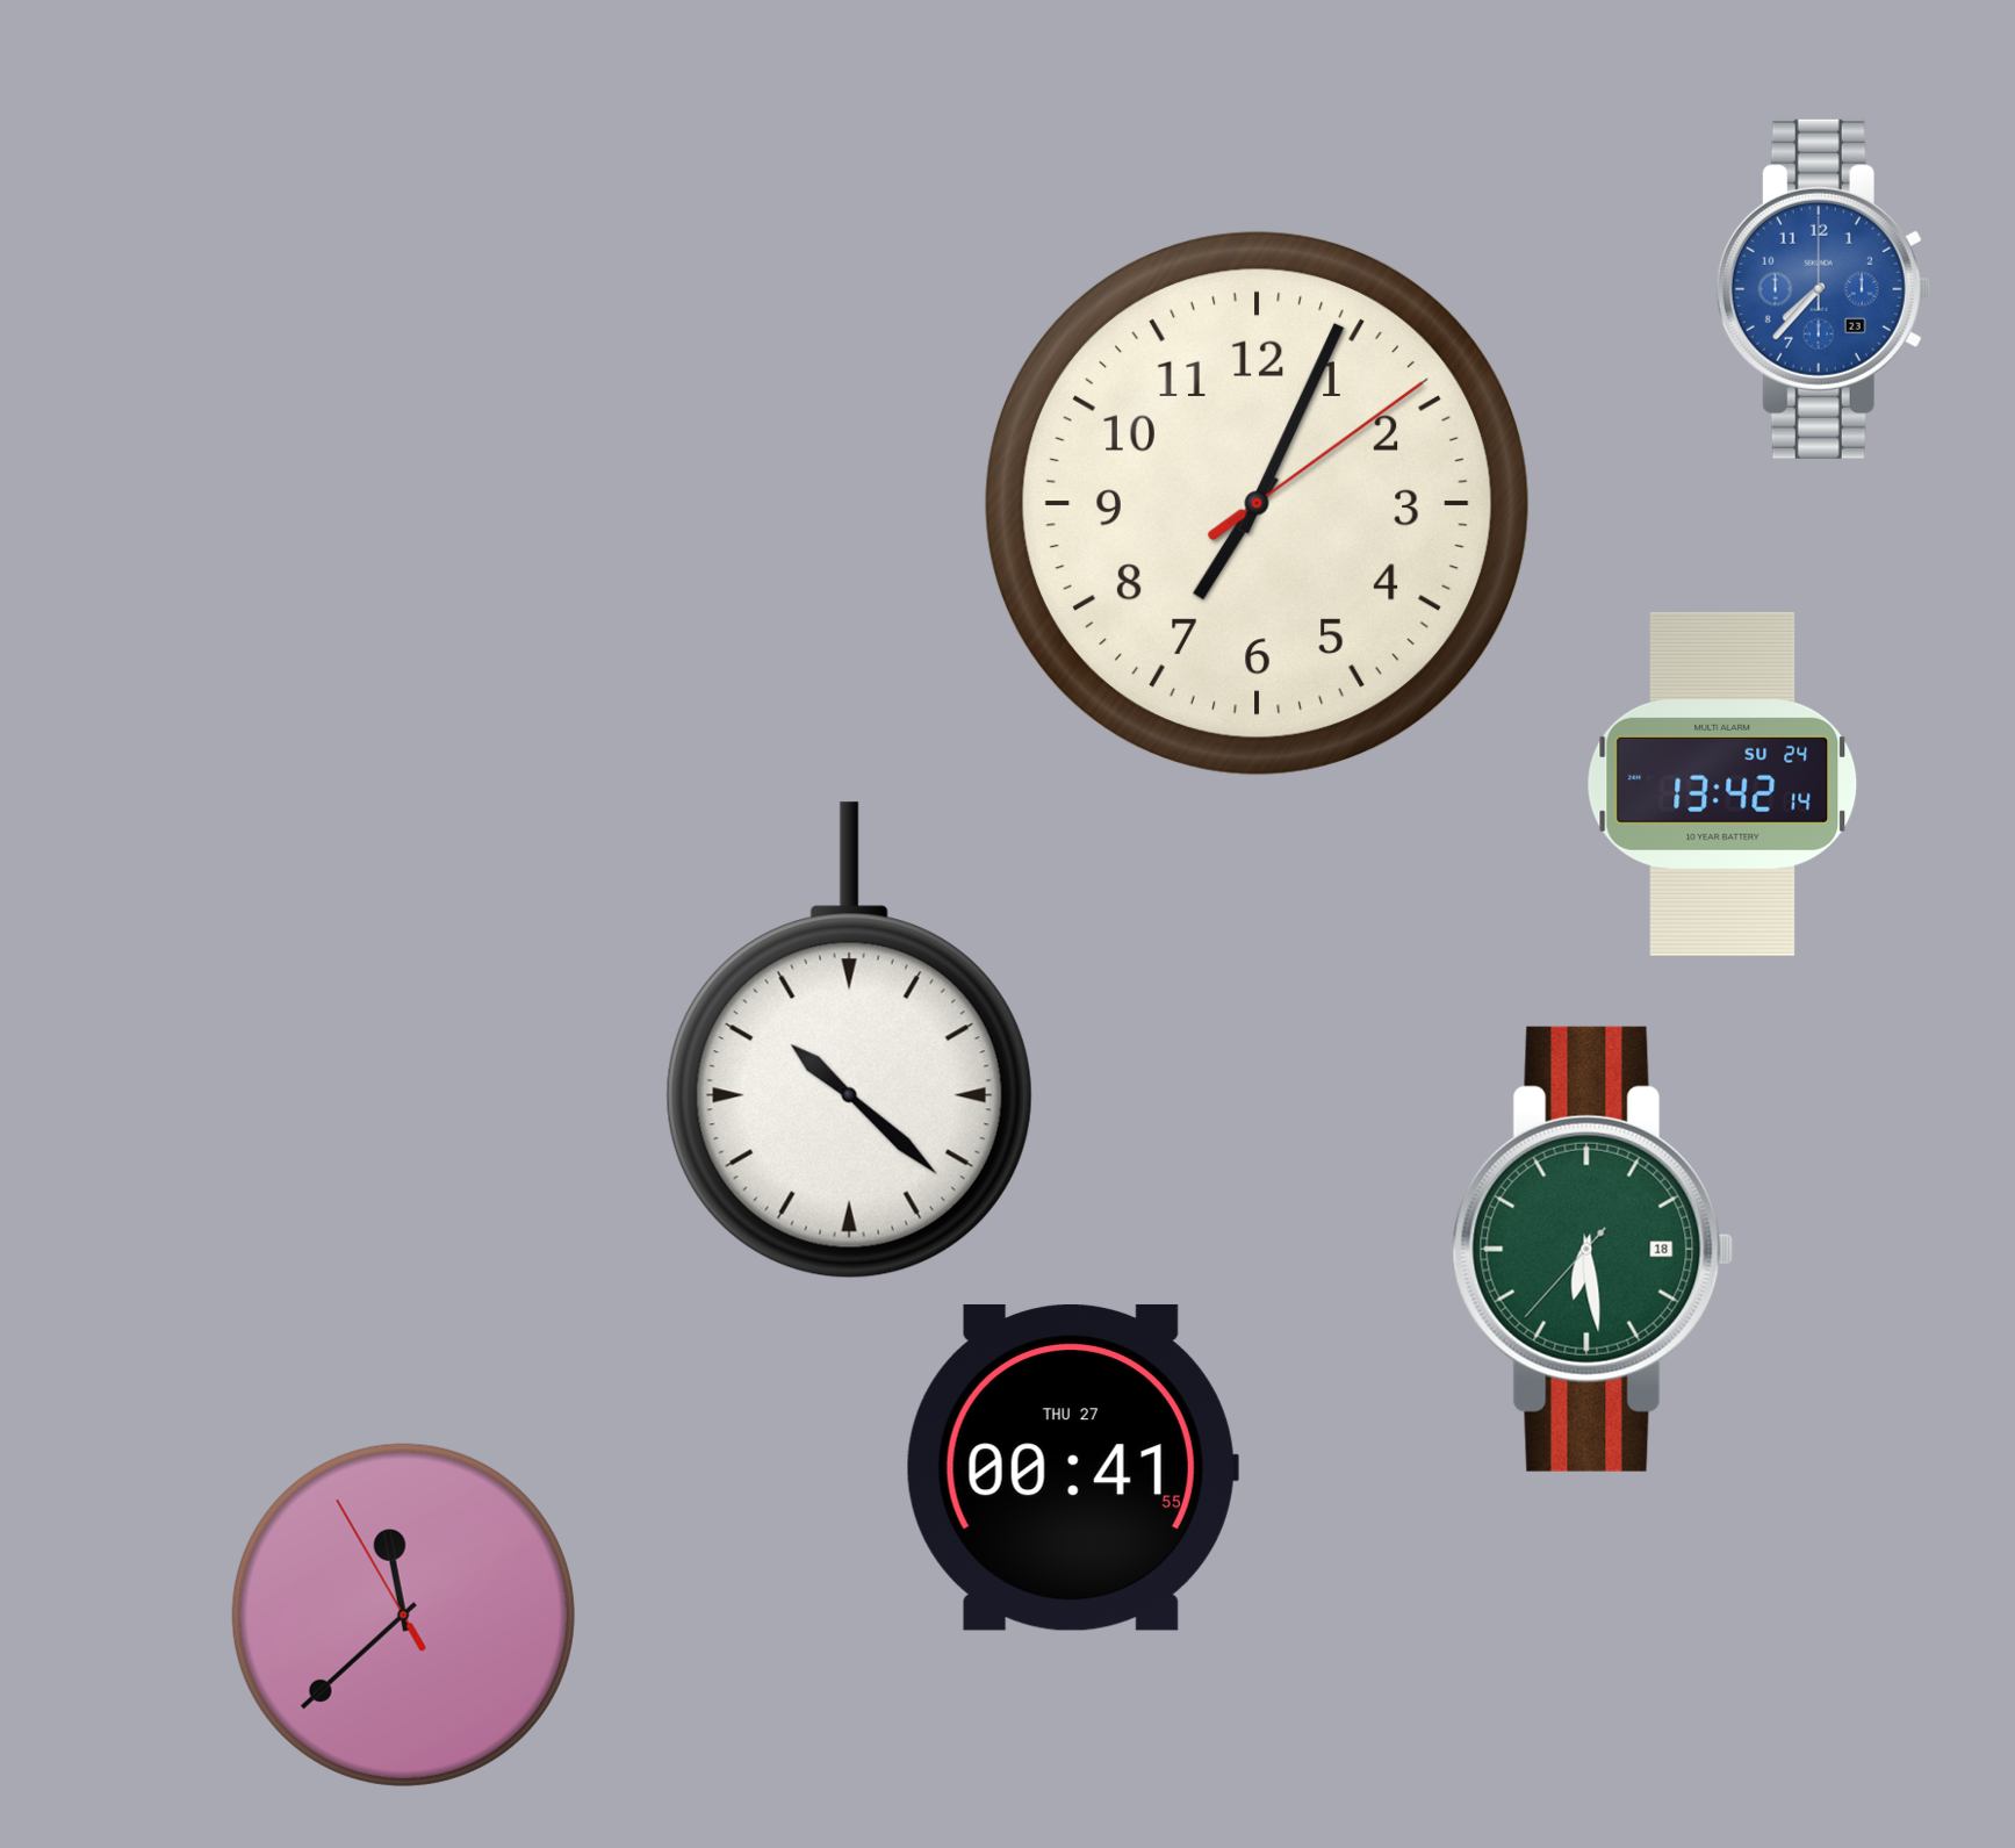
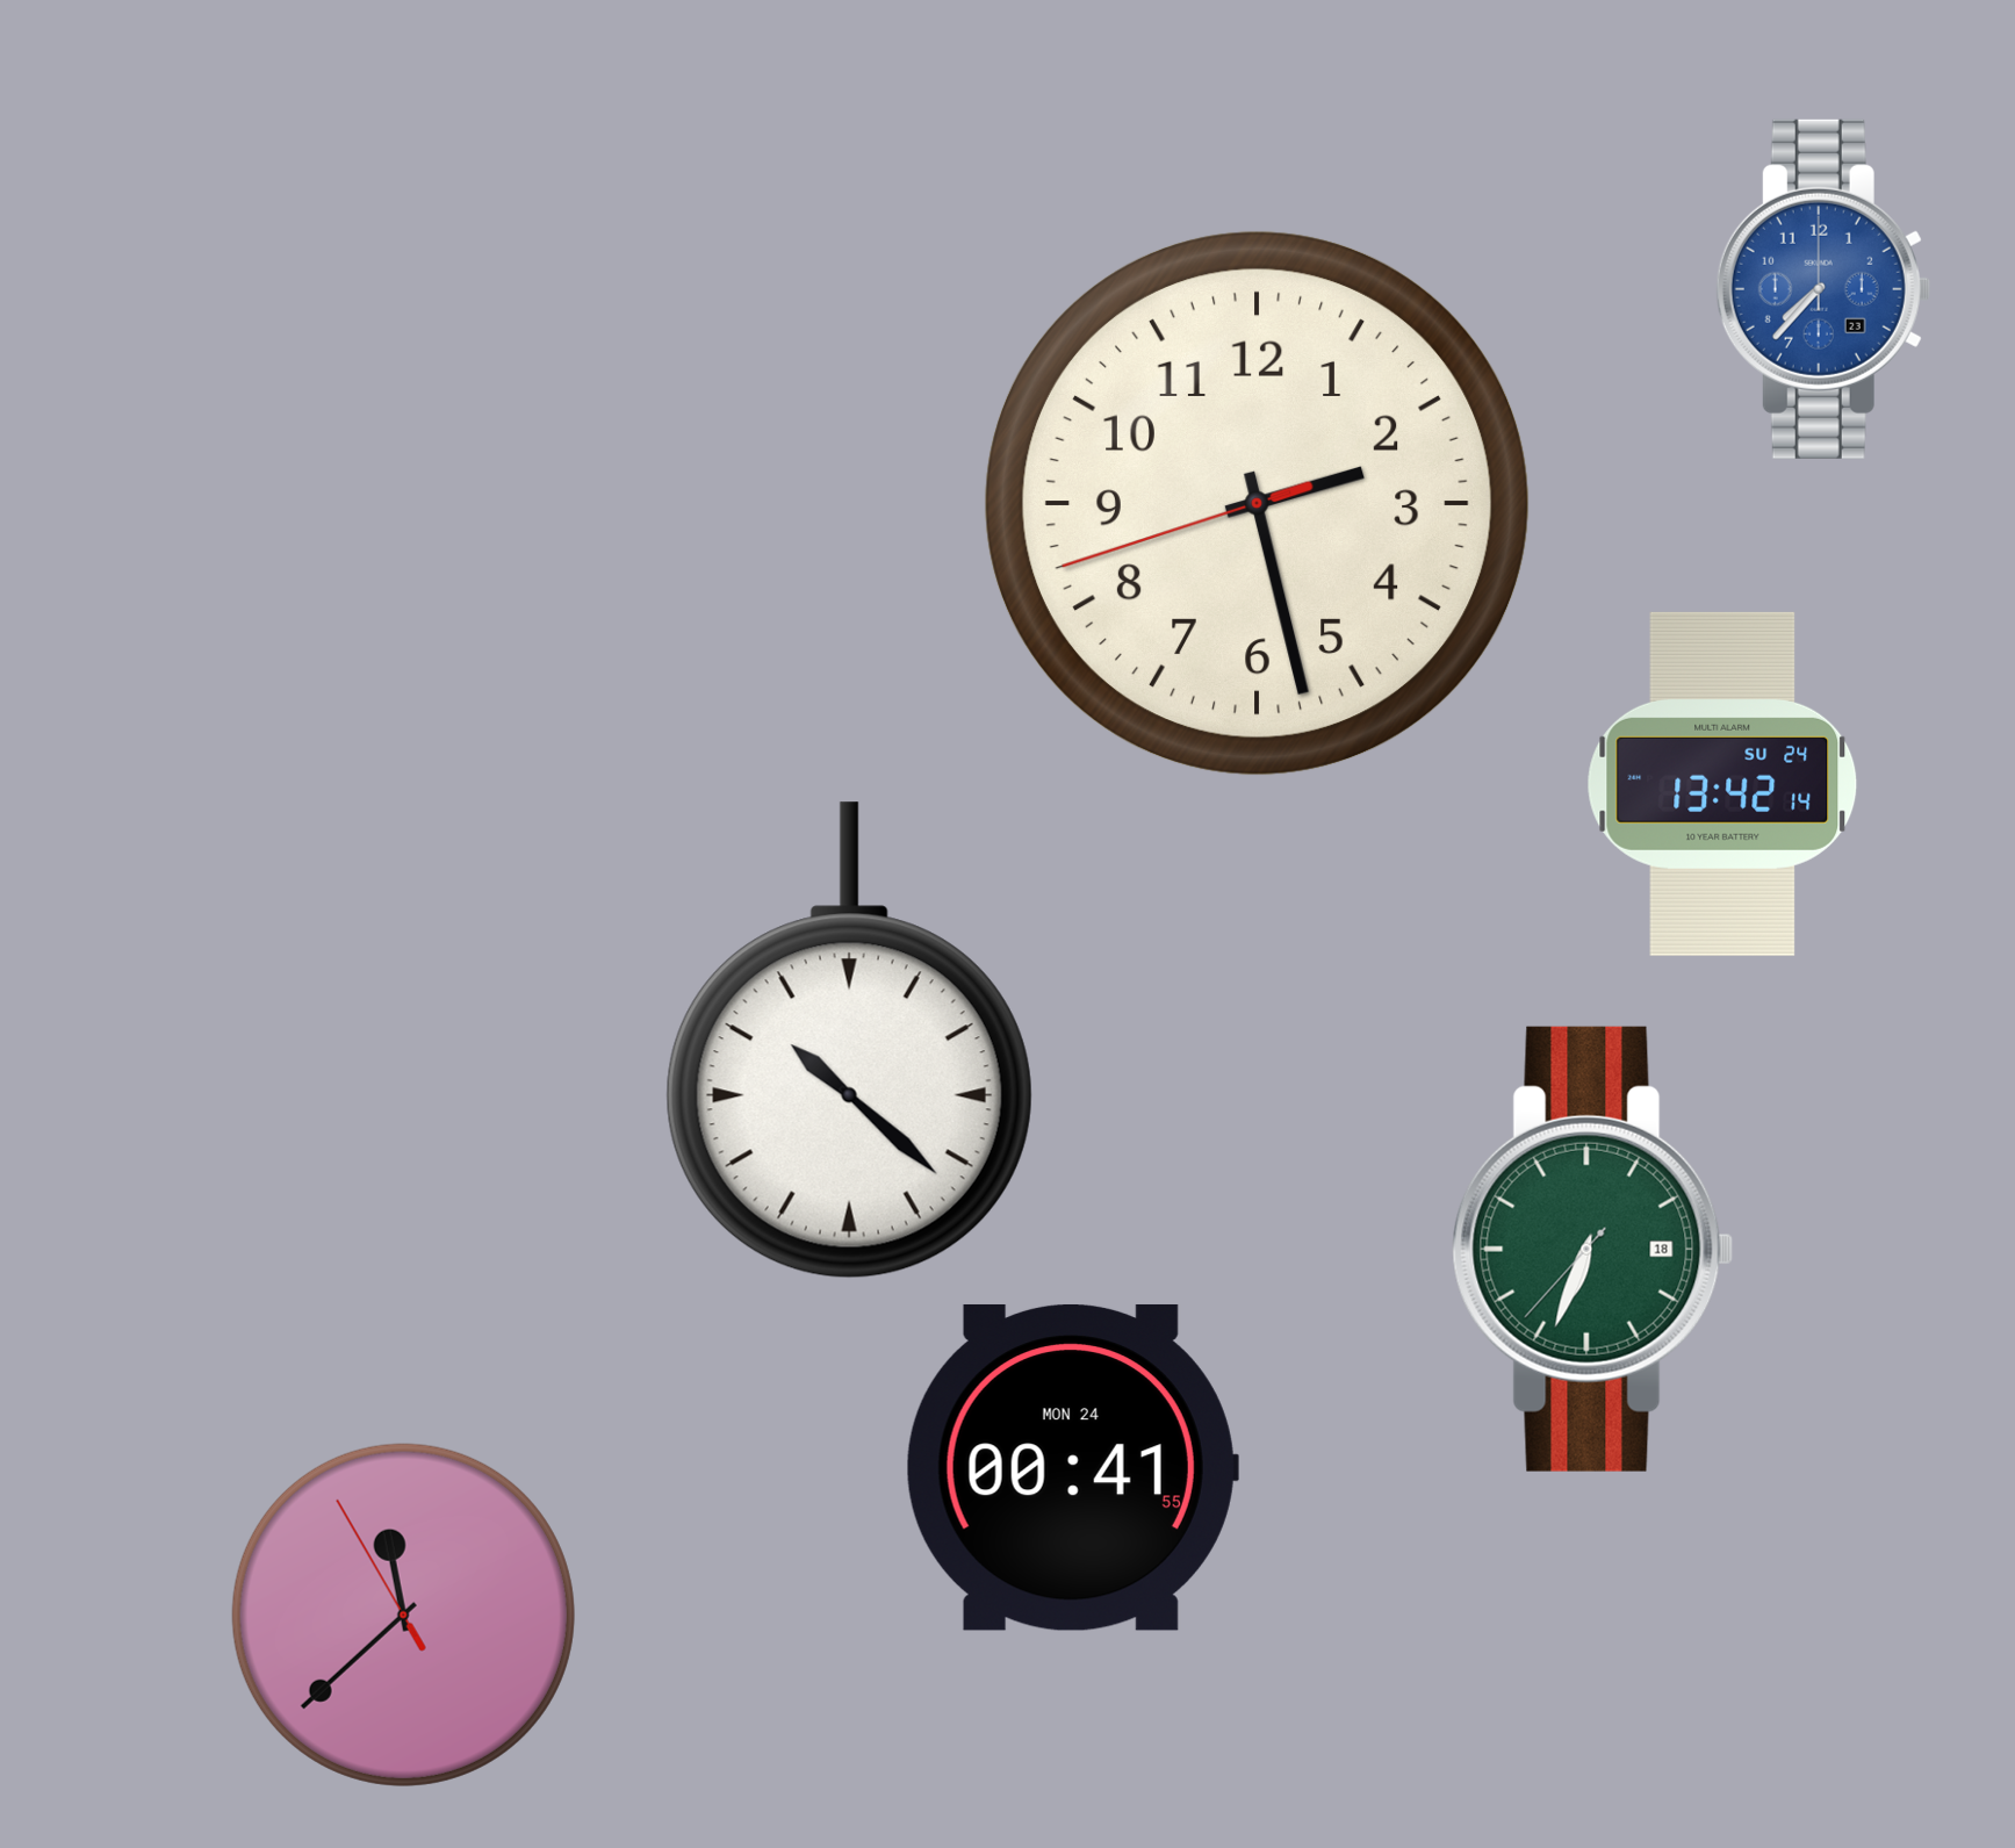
clock at (1257, 503): 7:04 -> 2:27
clock at (1593, 1249): 6:28 -> 6:33
clock at (1072, 1467) date: THU 27 -> MON 24
